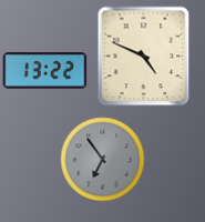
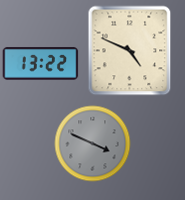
clock at (103, 160): 6:54 -> 3:49
